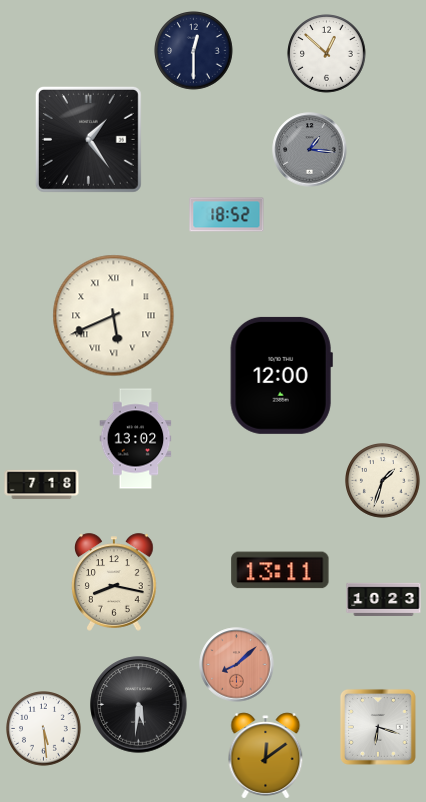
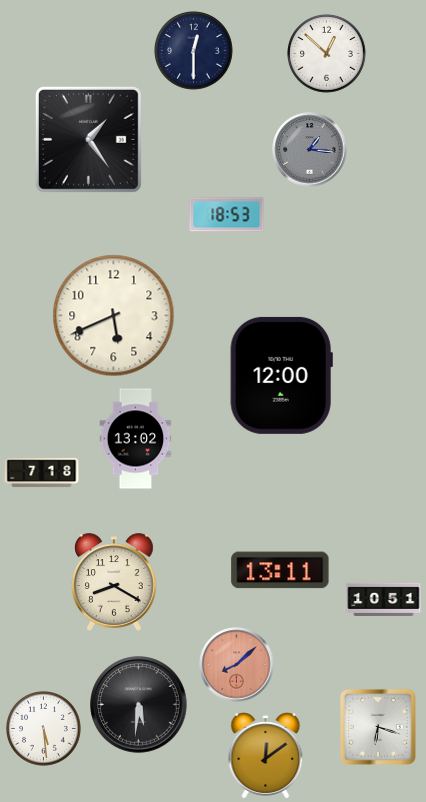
clock at (227, 215): 18:52 -> 18:53
clock at (114, 316) numerals: Roman -> Arabic
clock at (383, 481): 1:33 -> none
clock at (42, 485) position: (42, 485) -> (42, 473)
clock at (114, 582): 8:17 -> 8:20
clock at (384, 599): 10:23 -> 10:51
